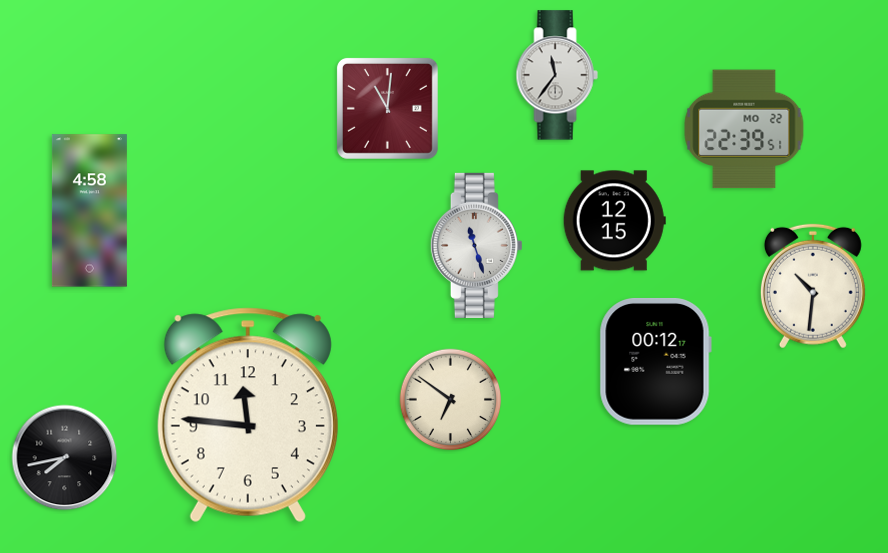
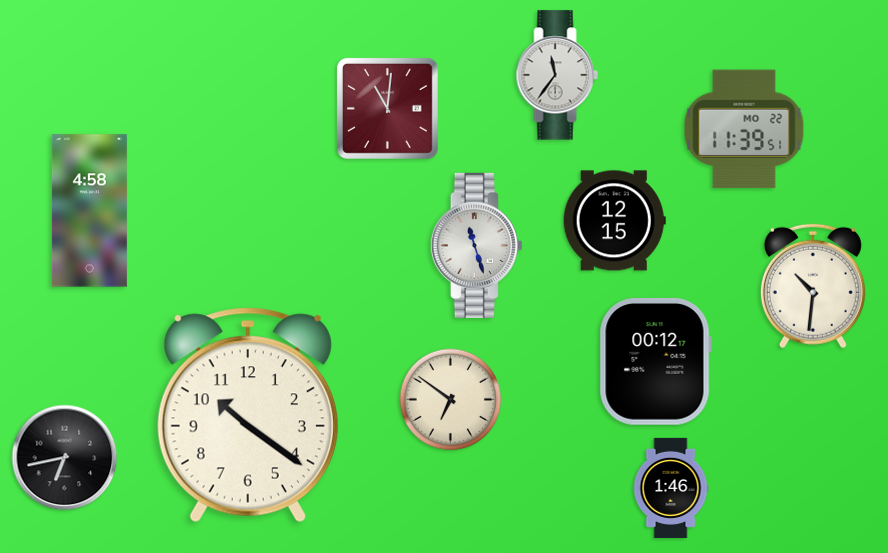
clock at (744, 129): 22:39 -> 11:39
clock at (248, 415): 11:46 -> 10:21
clock at (65, 458): 7:43 -> 6:43
clock at (671, 488): none -> 1:46
